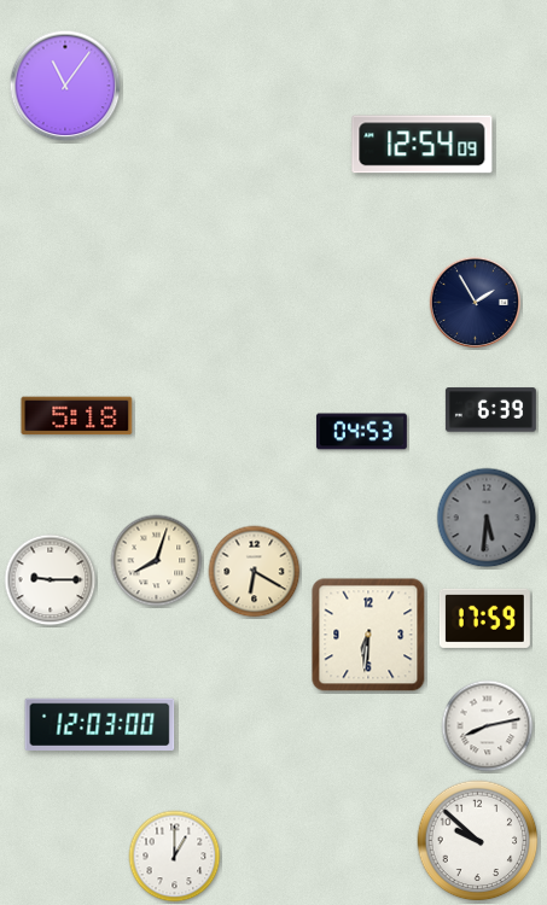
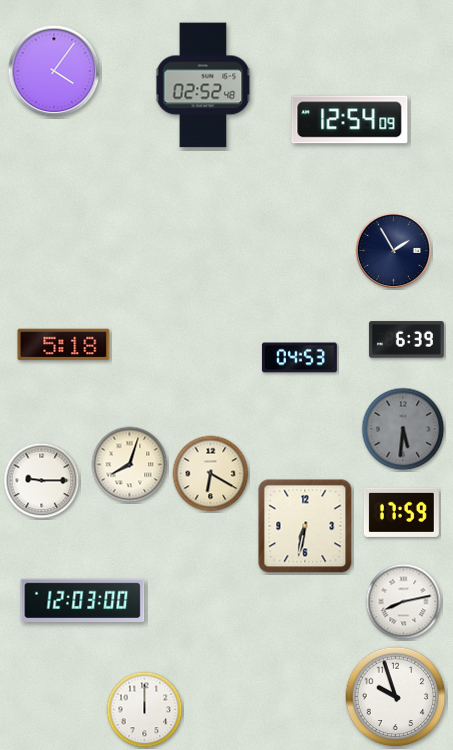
clock at (65, 86): 11:06 -> 4:06
clock at (203, 85): none -> 02:52
clock at (368, 635): 6:31 -> 6:32
clock at (478, 841): 9:52 -> 9:57
clock at (175, 857): 1:00 -> 12:00
